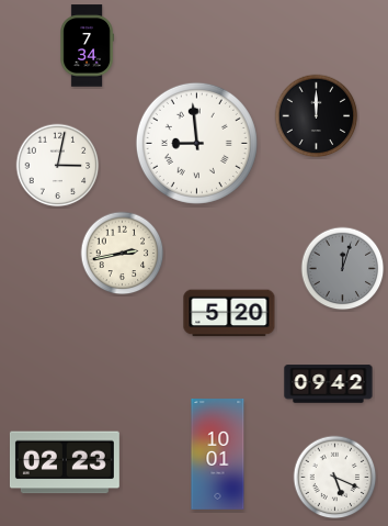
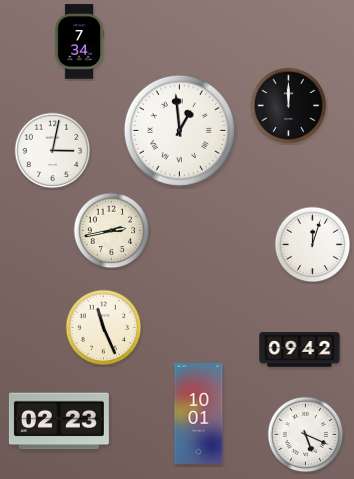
clock at (196, 143): 8:59 -> 12:59
clock at (343, 269) dial: grey -> white
clock at (229, 313): 5:20 -> none
clock at (104, 328): none -> 11:26
